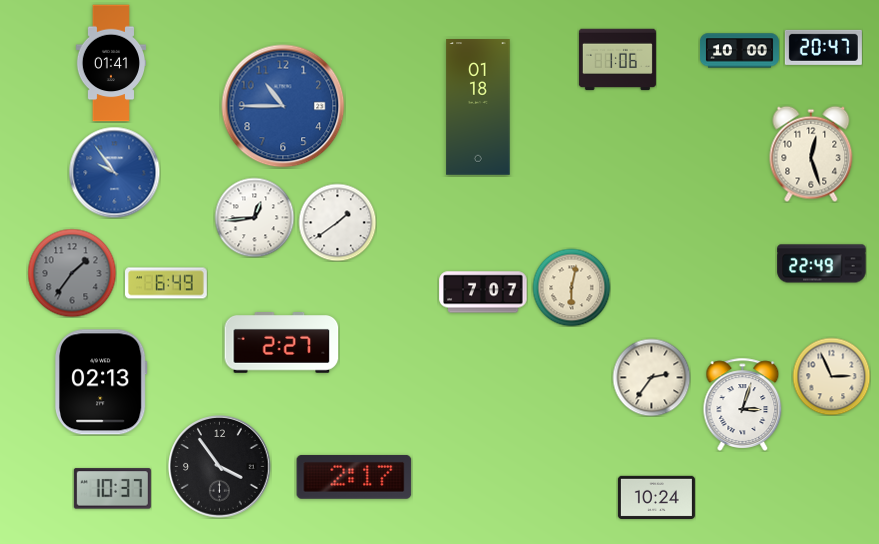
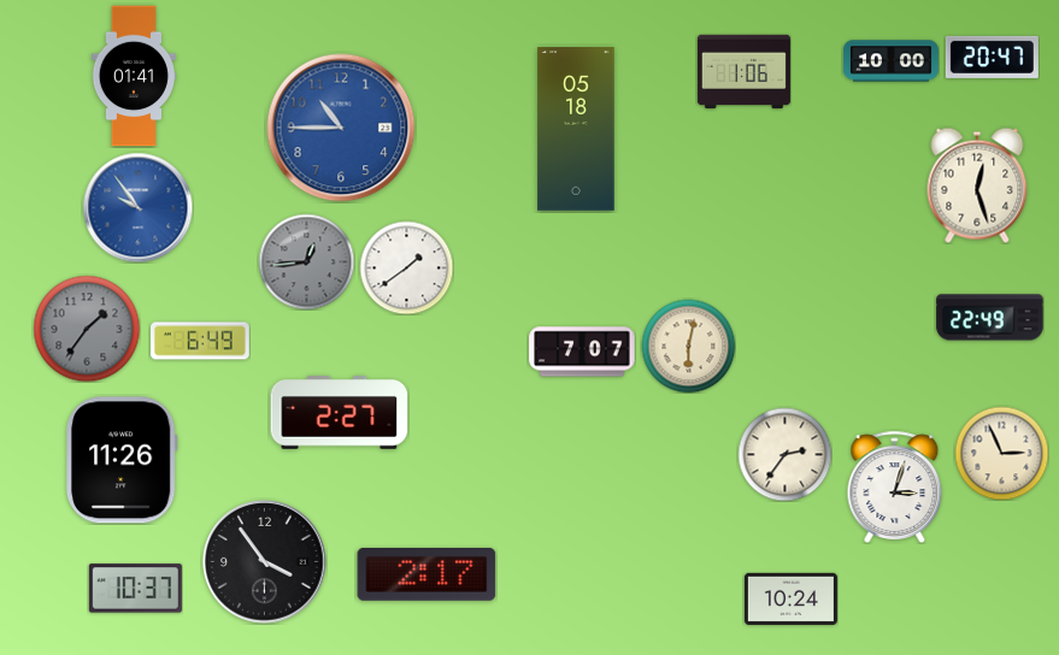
clock at (478, 107): 01:18 -> 05:18
clock at (254, 217) dial: white -> grey
clock at (101, 382): 02:13 -> 11:26
